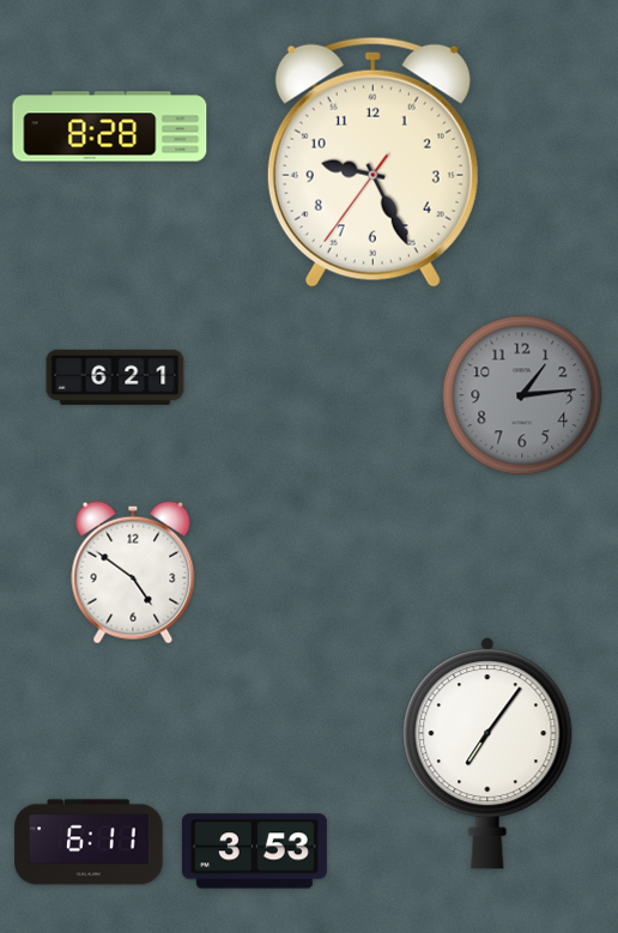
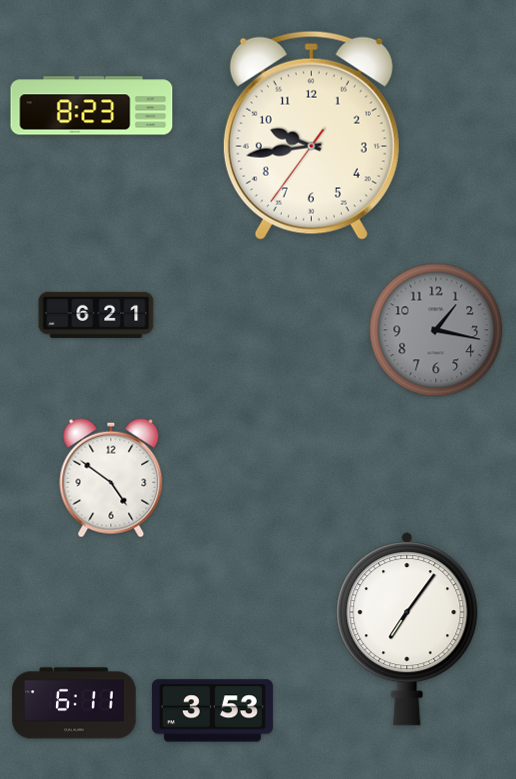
clock at (110, 127): 8:28 -> 8:23
clock at (372, 162): 9:25 -> 9:43
clock at (522, 395): 1:14 -> 1:17
